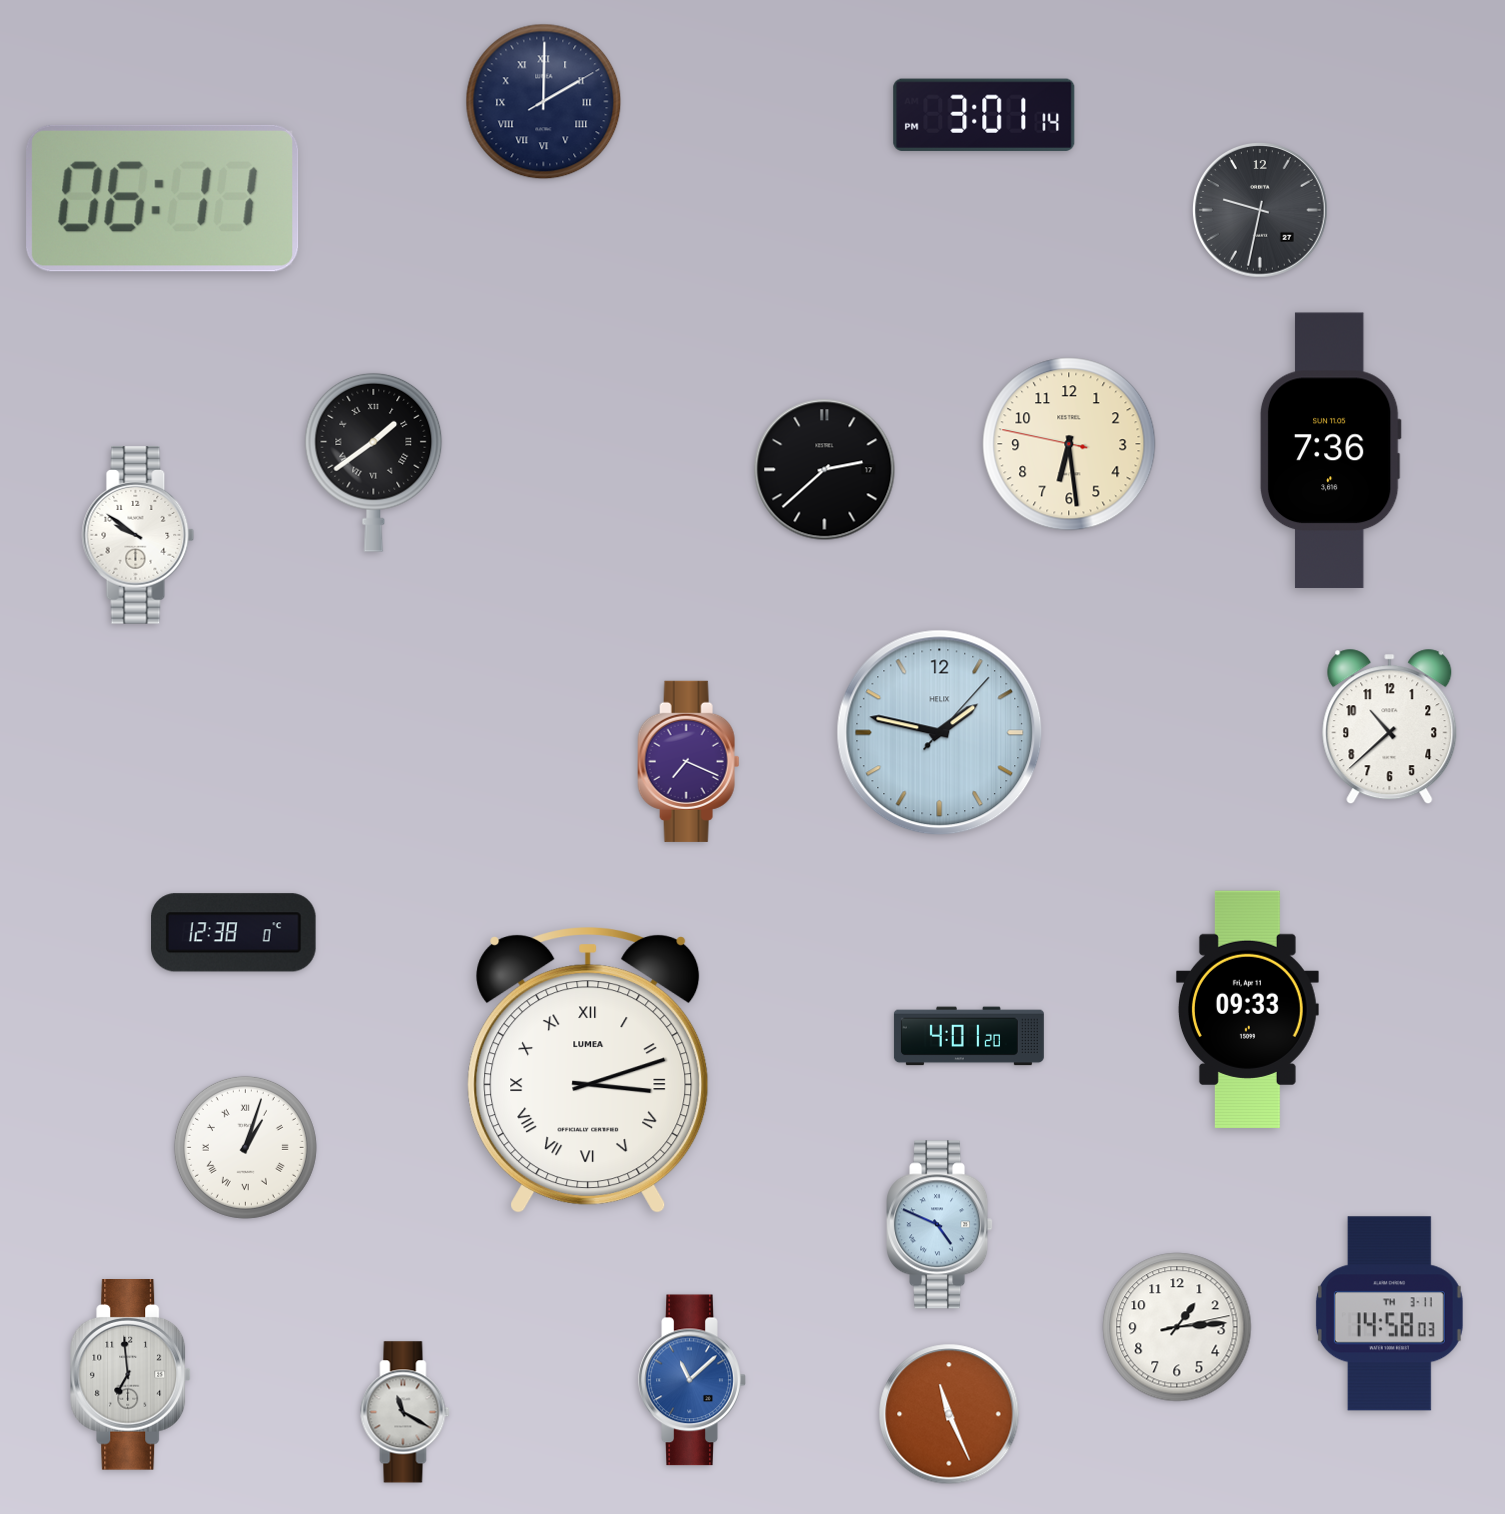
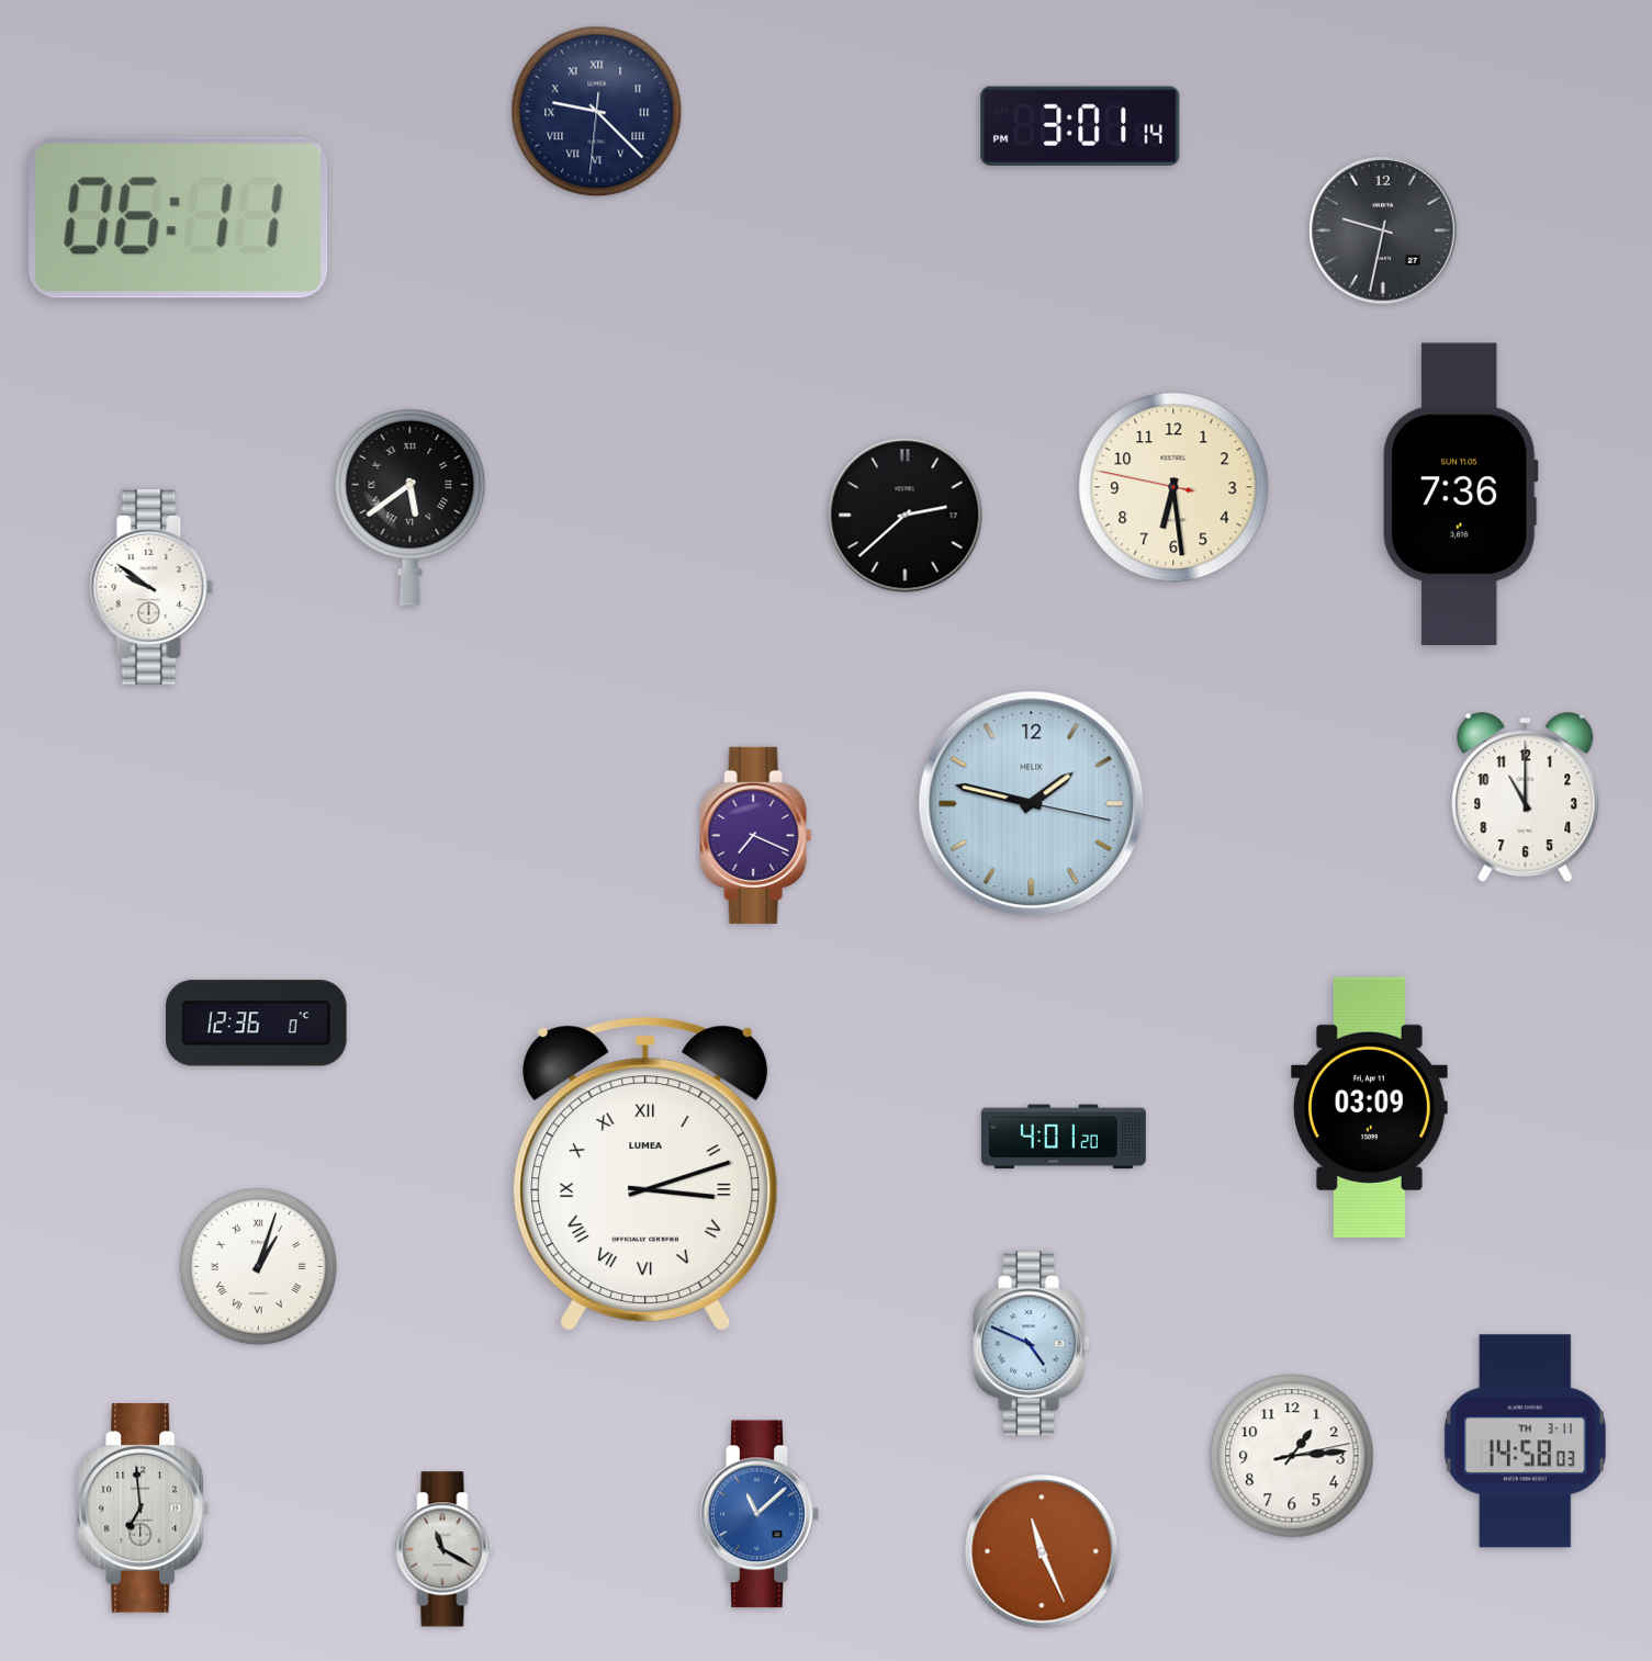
clock at (544, 102): 2:00 -> 9:22
clock at (374, 462): 1:39 -> 5:39
clock at (1390, 727): 10:38 -> 11:00
clock at (940, 733): 1:47:07 -> 1:47:17
clock at (234, 933): 12:38 -> 12:36
clock at (1247, 1010): 09:33 -> 03:09
clock at (245, 1147) position: (245, 1147) -> (258, 1266)
